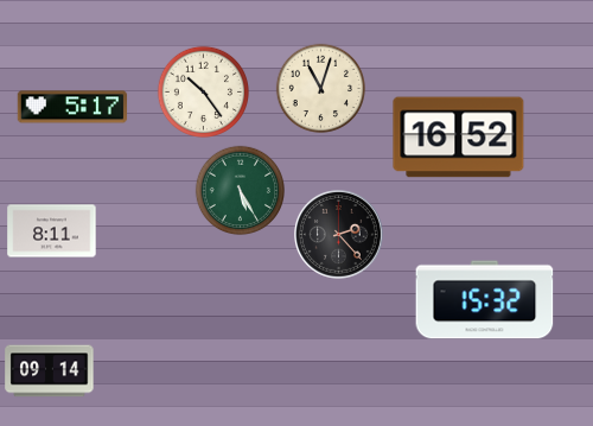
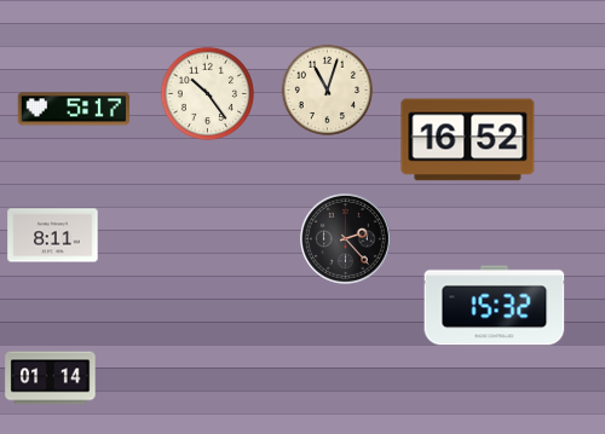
clock at (240, 190): 5:25 -> none
clock at (50, 371): 09:14 -> 01:14
